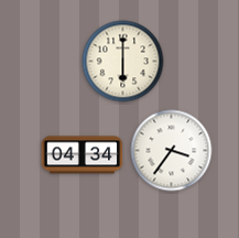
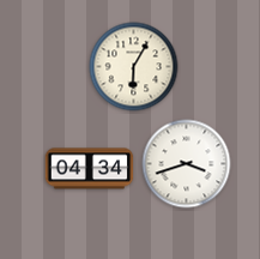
clock at (123, 62): 6:00 -> 6:05
clock at (172, 151): 3:36 -> 3:42
